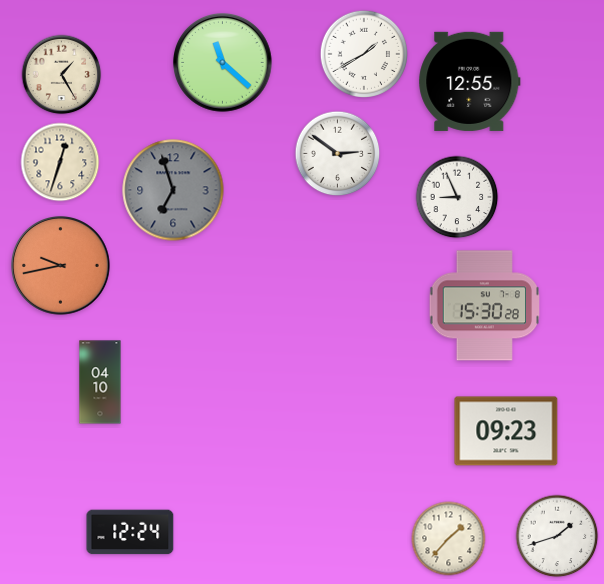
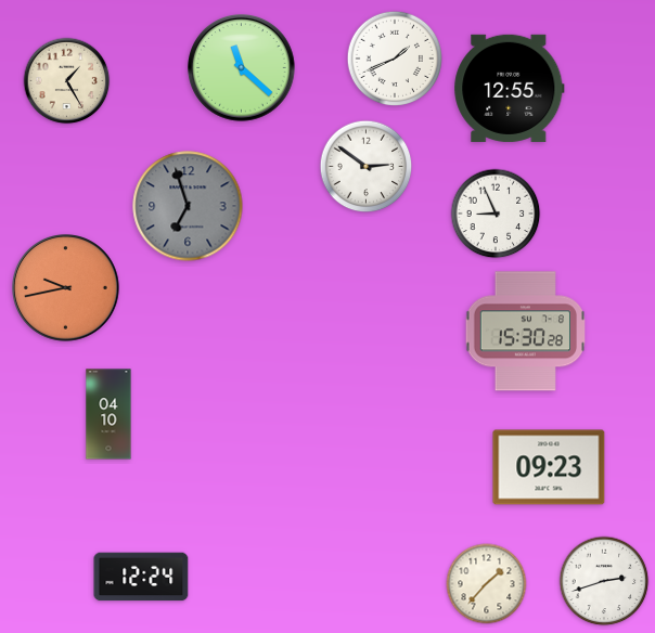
clock at (363, 53): 1:40 -> 1:41
clock at (60, 162): 12:33 -> none
clock at (557, 536): 1:42 -> 2:42
